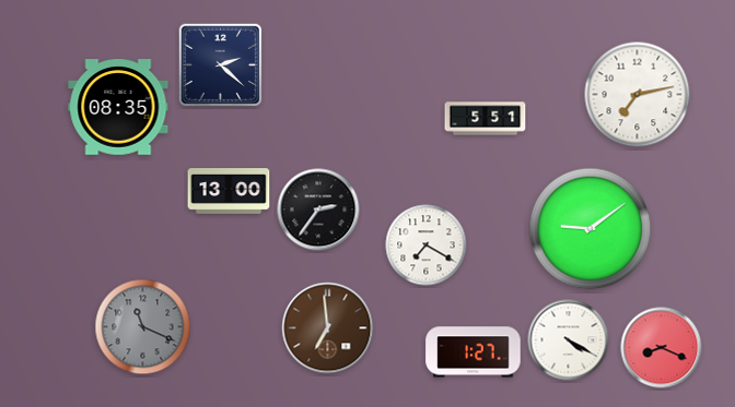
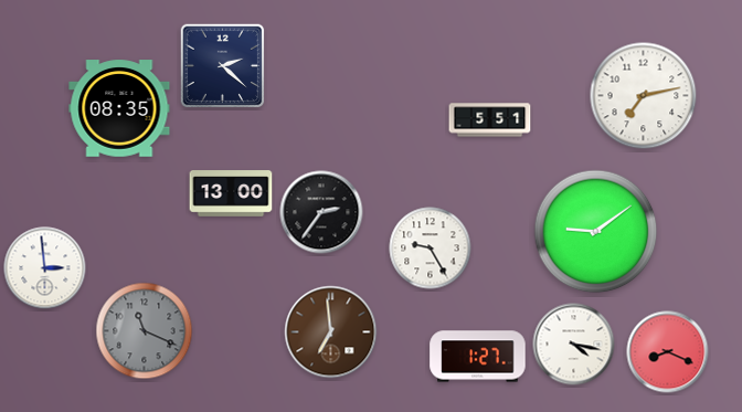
clock at (427, 246): 7:20 -> 9:25
clock at (45, 268): none -> 2:59
clock at (569, 340): 4:20 -> 4:17
